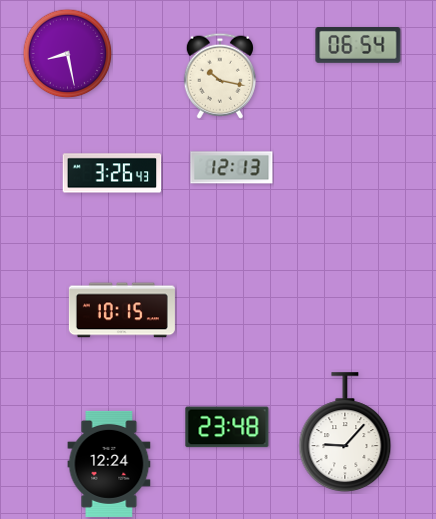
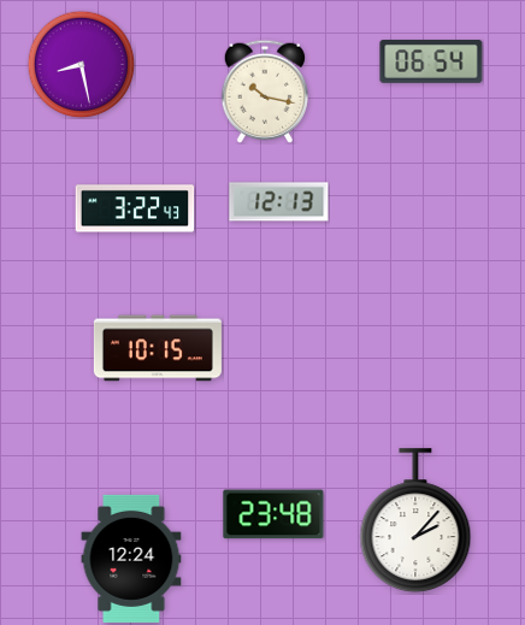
clock at (358, 46) position: (358, 46) -> (431, 63)
clock at (112, 173): 3:26 -> 3:22
clock at (122, 310) position: (122, 310) -> (158, 348)
clock at (345, 432): 9:07 -> 2:07
